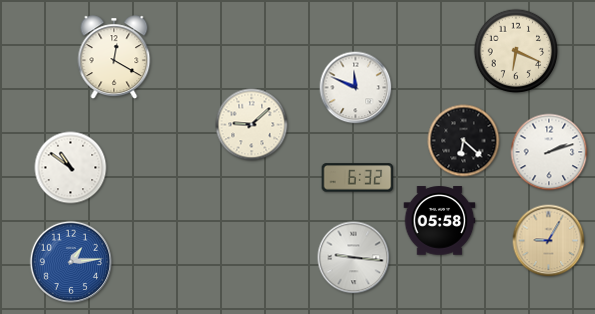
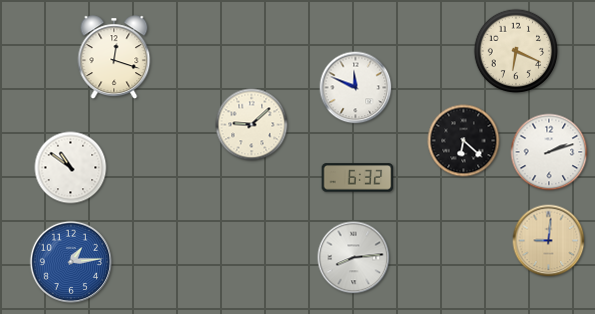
clock at (114, 57): 12:20 -> 12:18
clock at (440, 221): 05:58 -> none
clock at (549, 241): 9:05 -> 9:01
clock at (354, 258): 9:16 -> 8:14
